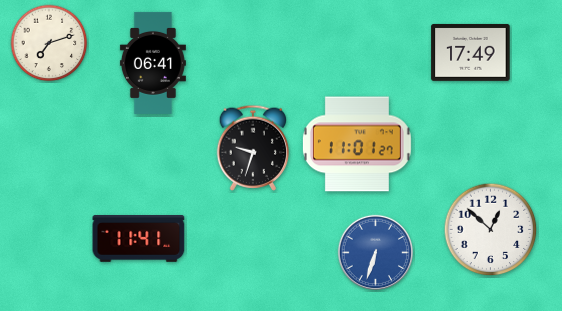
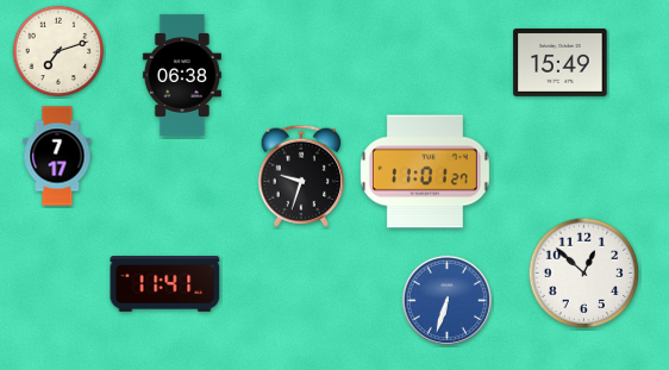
clock at (471, 52): 17:49 -> 15:49
clock at (153, 63): 06:41 -> 06:38
clock at (57, 156): none -> 7:17
